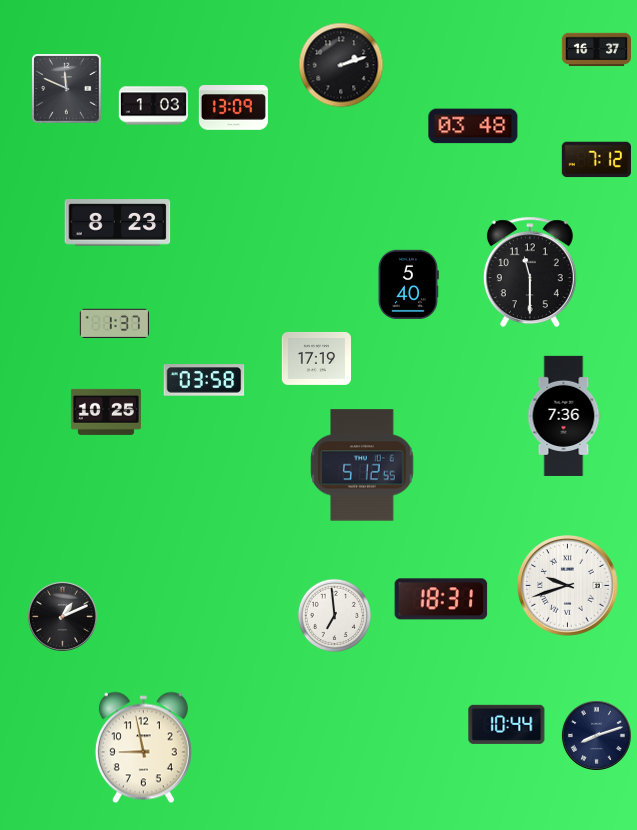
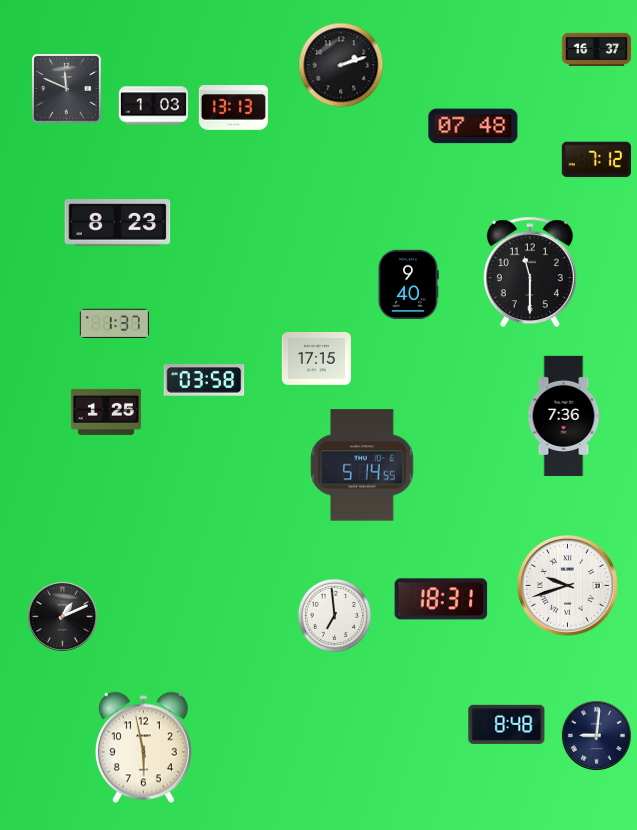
clock at (233, 108): 13:09 -> 13:13
clock at (473, 126): 03:48 -> 07:48
clock at (408, 284): 5:40 -> 9:40
clock at (316, 358): 17:19 -> 17:15
clock at (106, 412): 10:25 -> 1:25
clock at (362, 465): 5:12 -> 5:14
clock at (507, 724): 10:44 -> 8:48
clock at (596, 735): 8:12 -> 9:01
clock at (143, 748): 8:58 -> 5:58
